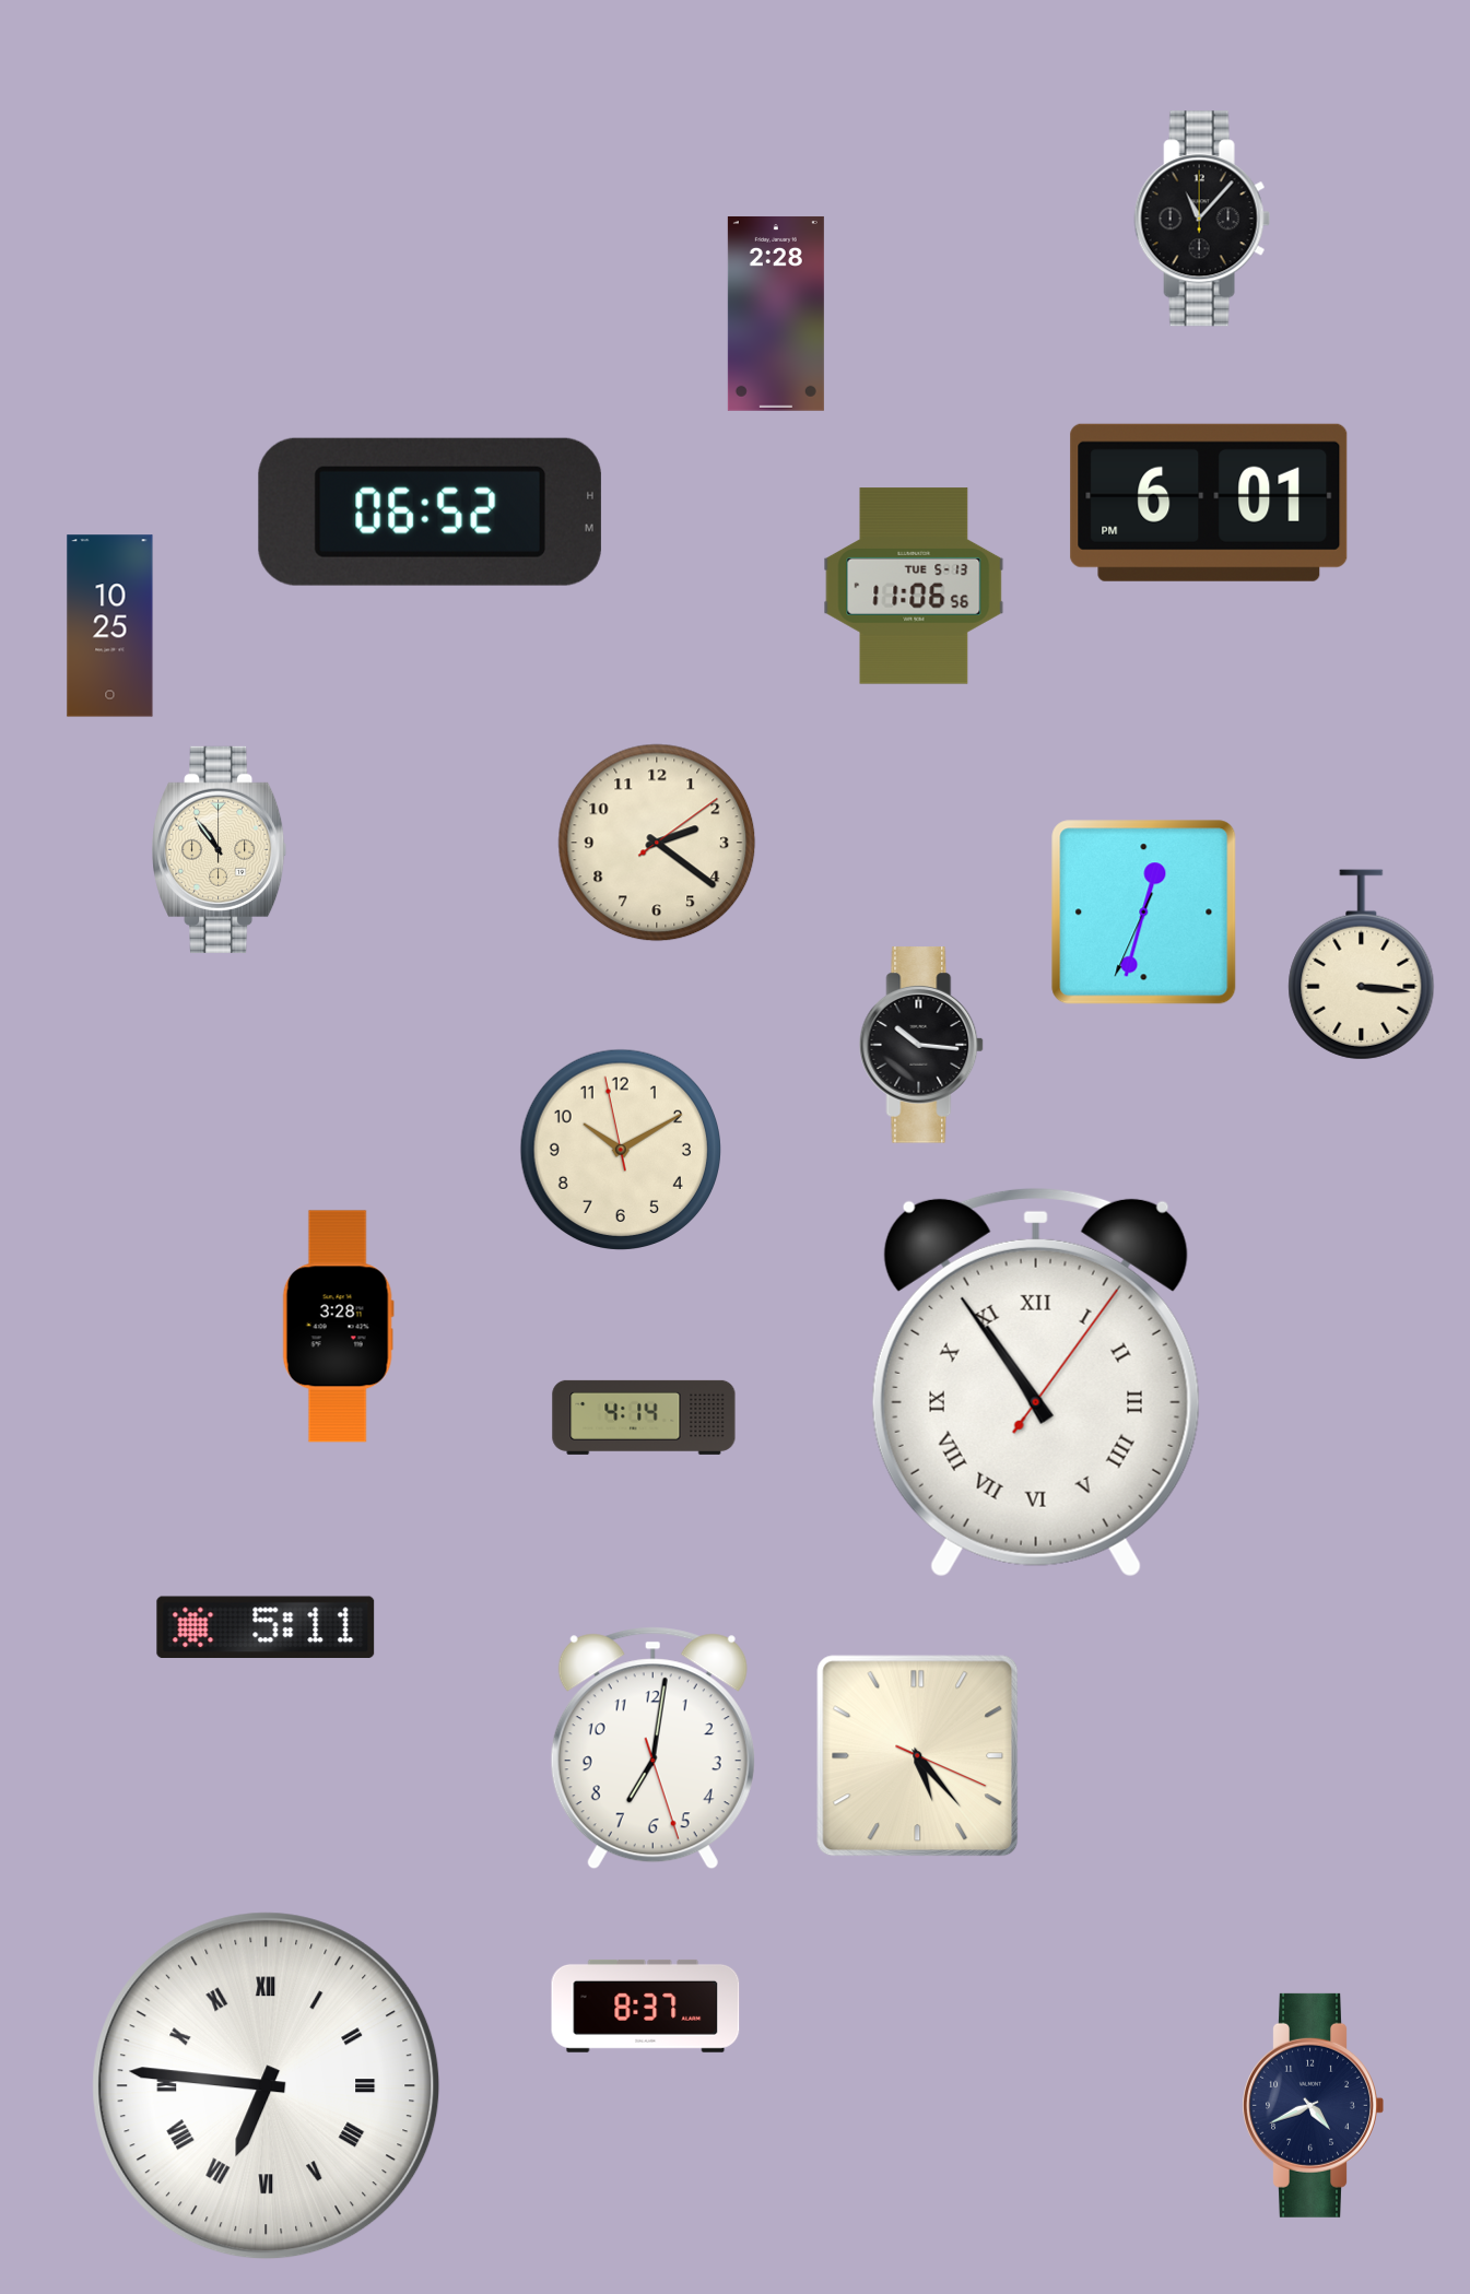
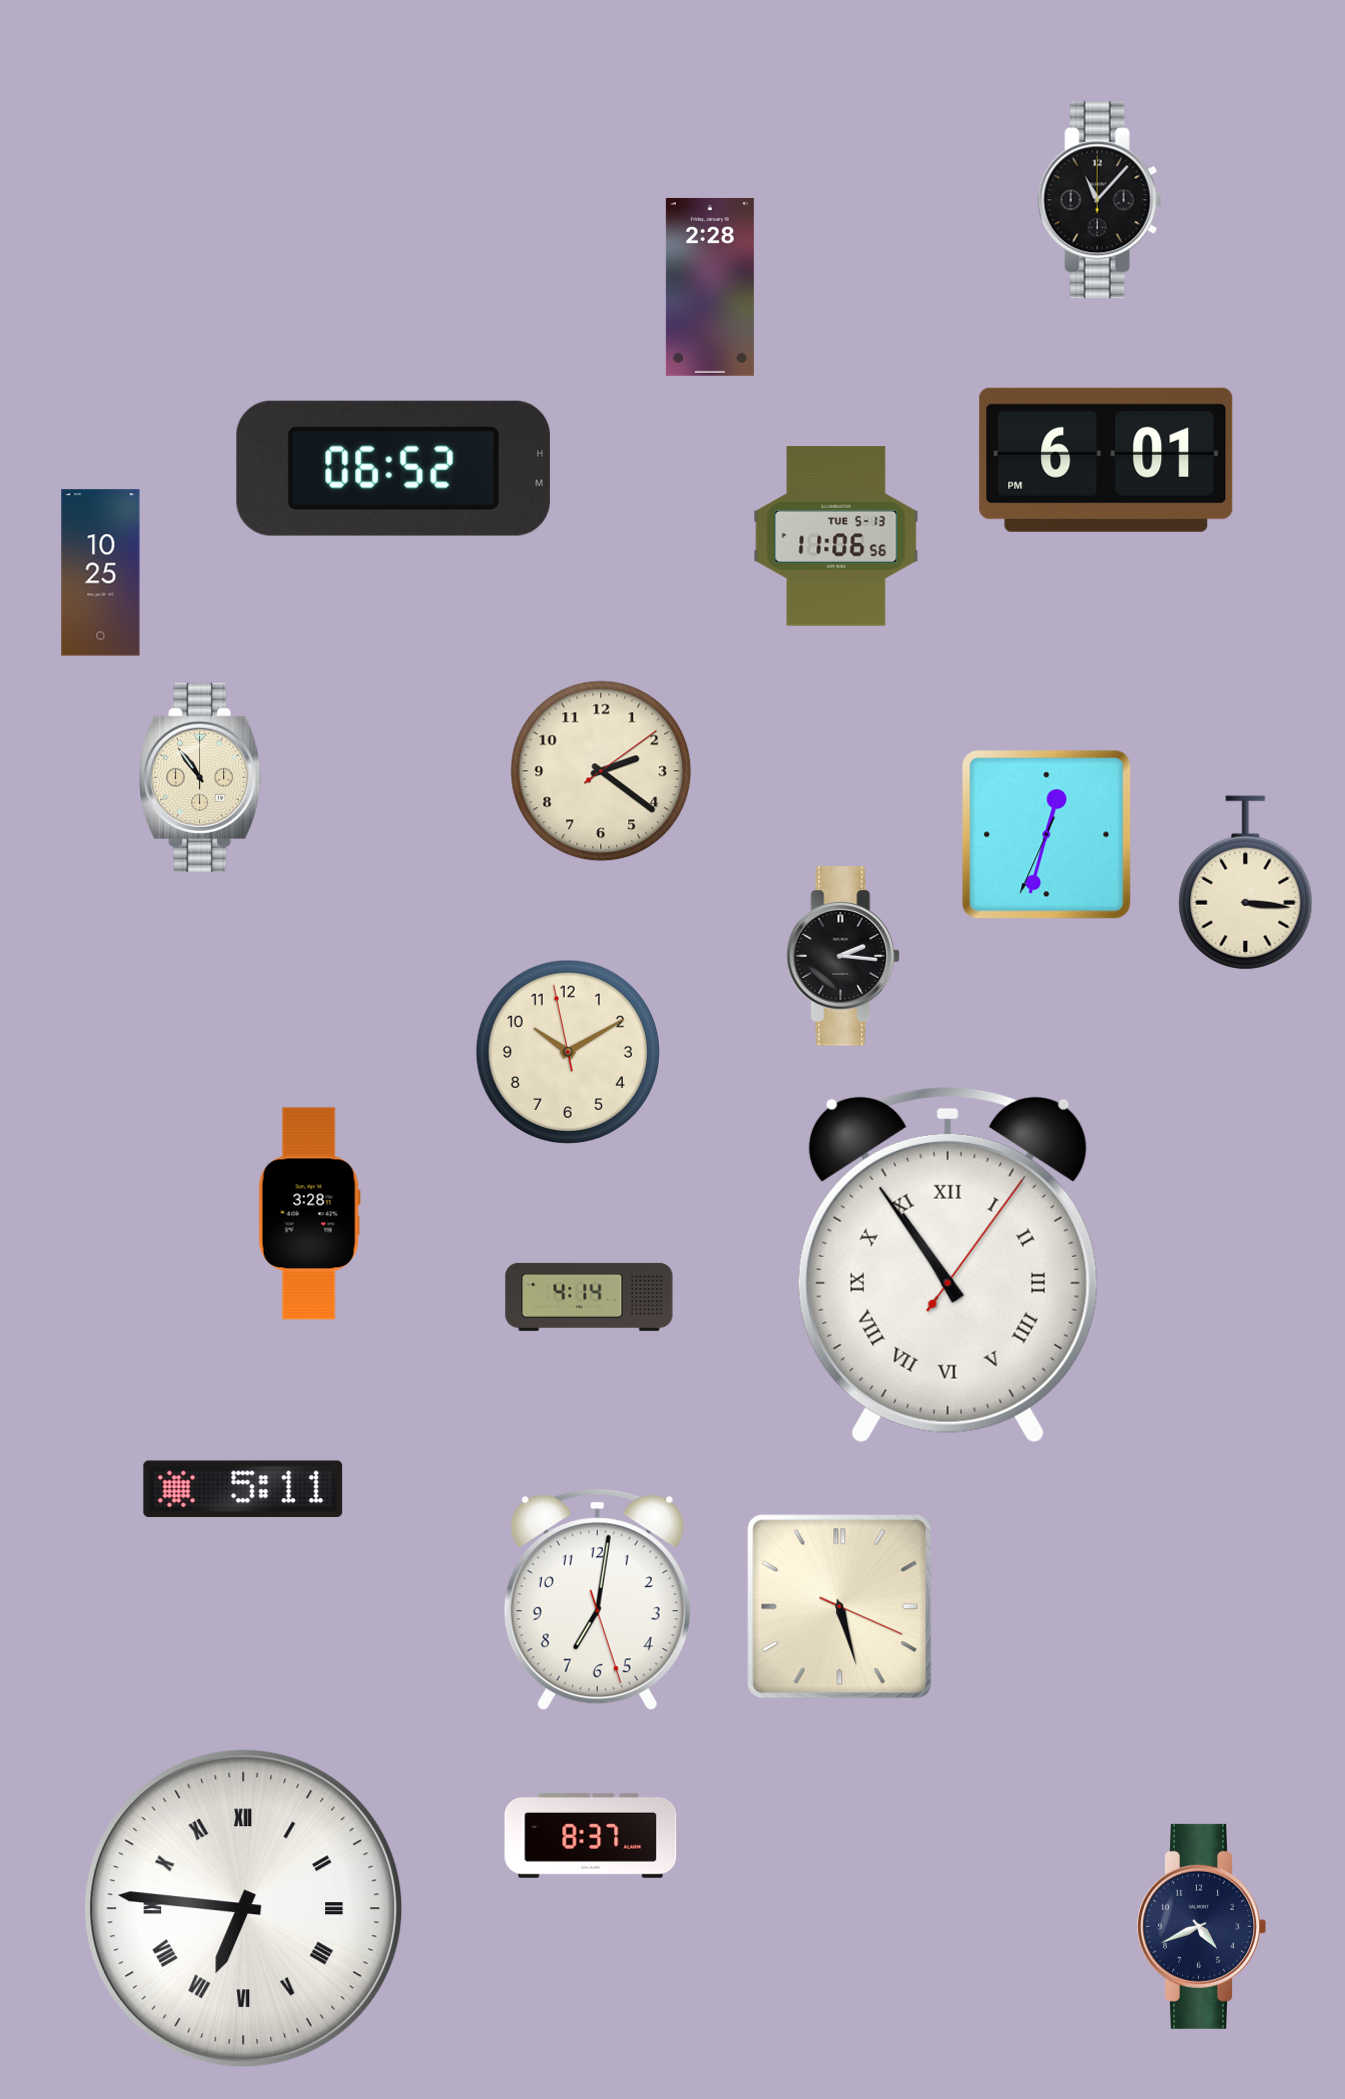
clock at (921, 1045): 10:16 -> 2:16
clock at (918, 1756): 5:23 -> 5:27
